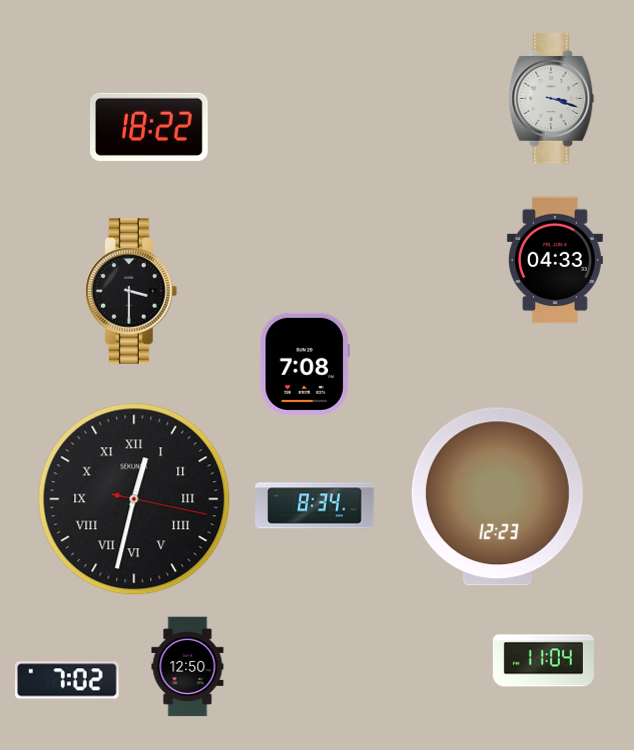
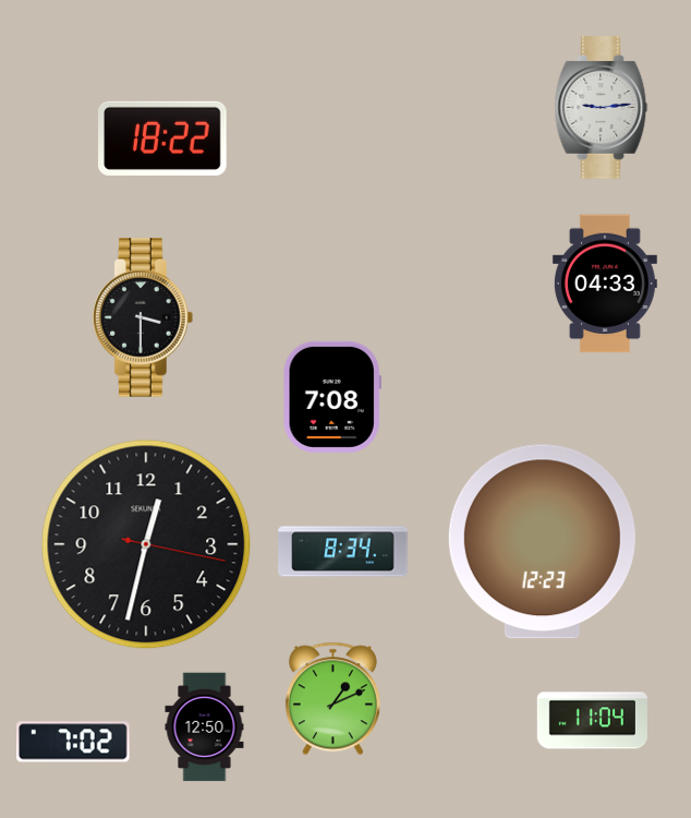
clock at (552, 99): 3:18 -> 9:14
clock at (134, 499) numerals: Roman -> Arabic
clock at (332, 699): none -> 1:11
